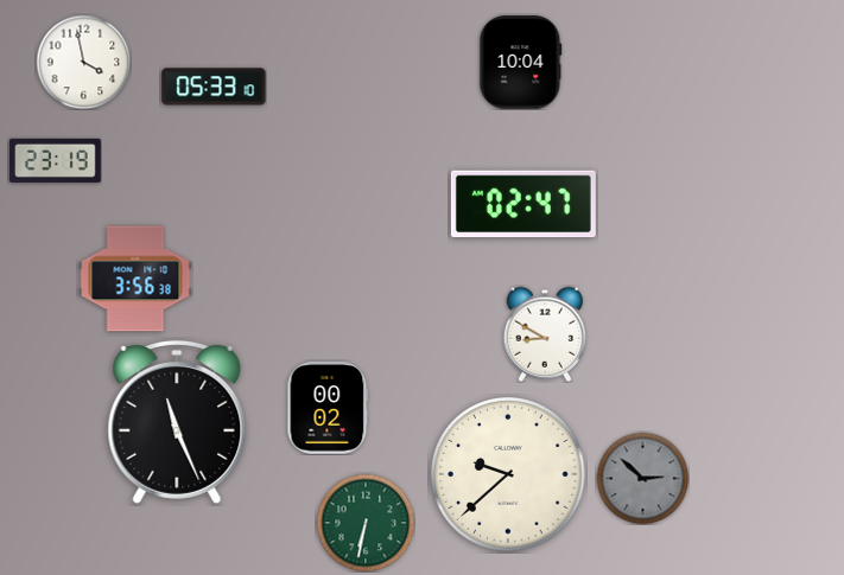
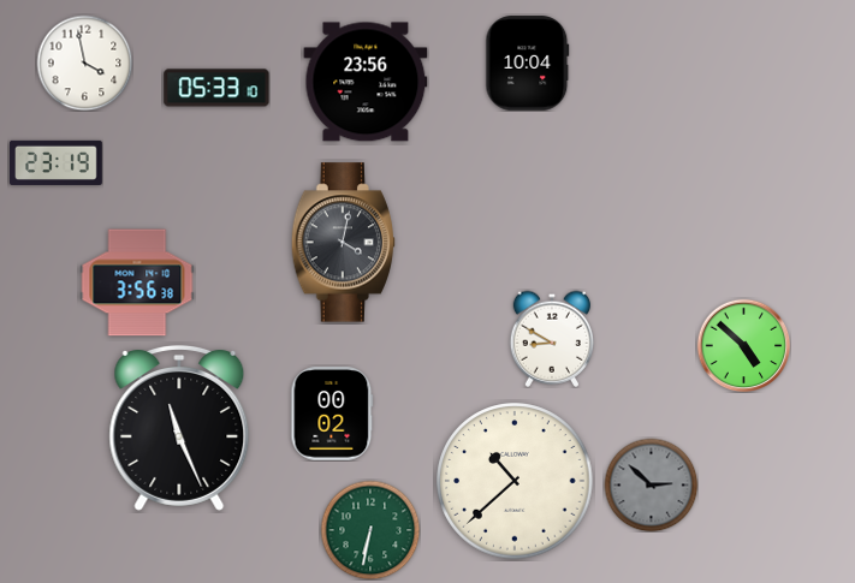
clock at (366, 82): none -> 23:56
clock at (523, 204): 02:47 -> none
clock at (343, 243): none -> 4:02
clock at (743, 345): none -> 4:52
clock at (508, 474): 9:38 -> 10:38
